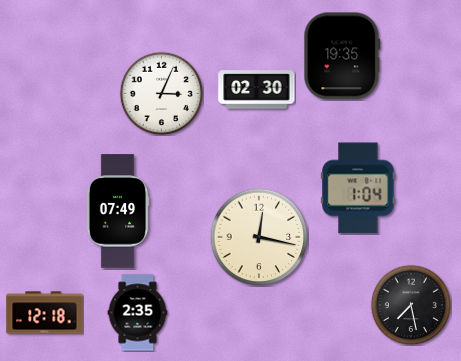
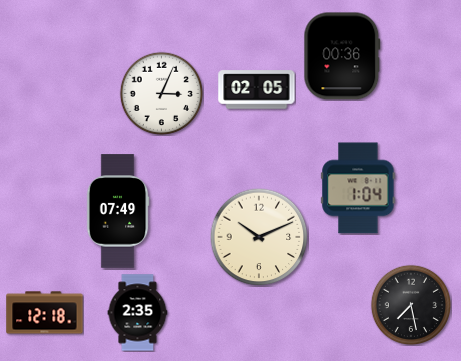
clock at (342, 56): 19:35 -> 00:36
clock at (257, 90): 02:30 -> 02:05
clock at (259, 237): 12:17 -> 10:11
